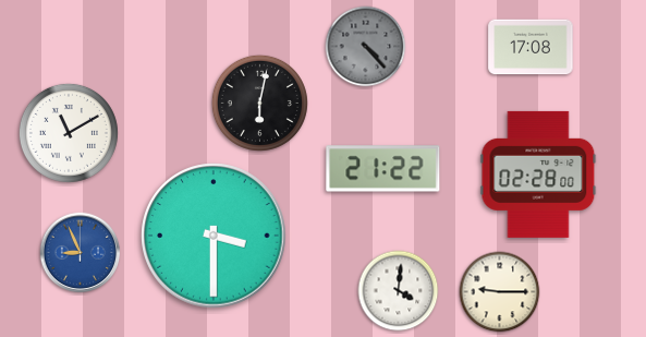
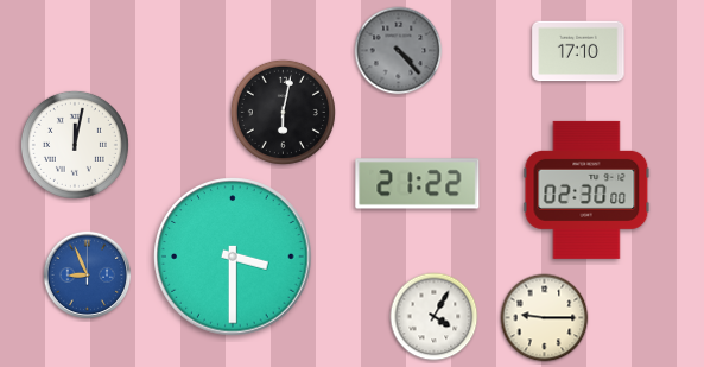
clock at (531, 47): 17:08 -> 17:10
clock at (69, 133): 11:10 -> 12:02
clock at (538, 174): 02:28 -> 02:30
clock at (399, 291): 4:01 -> 4:05
